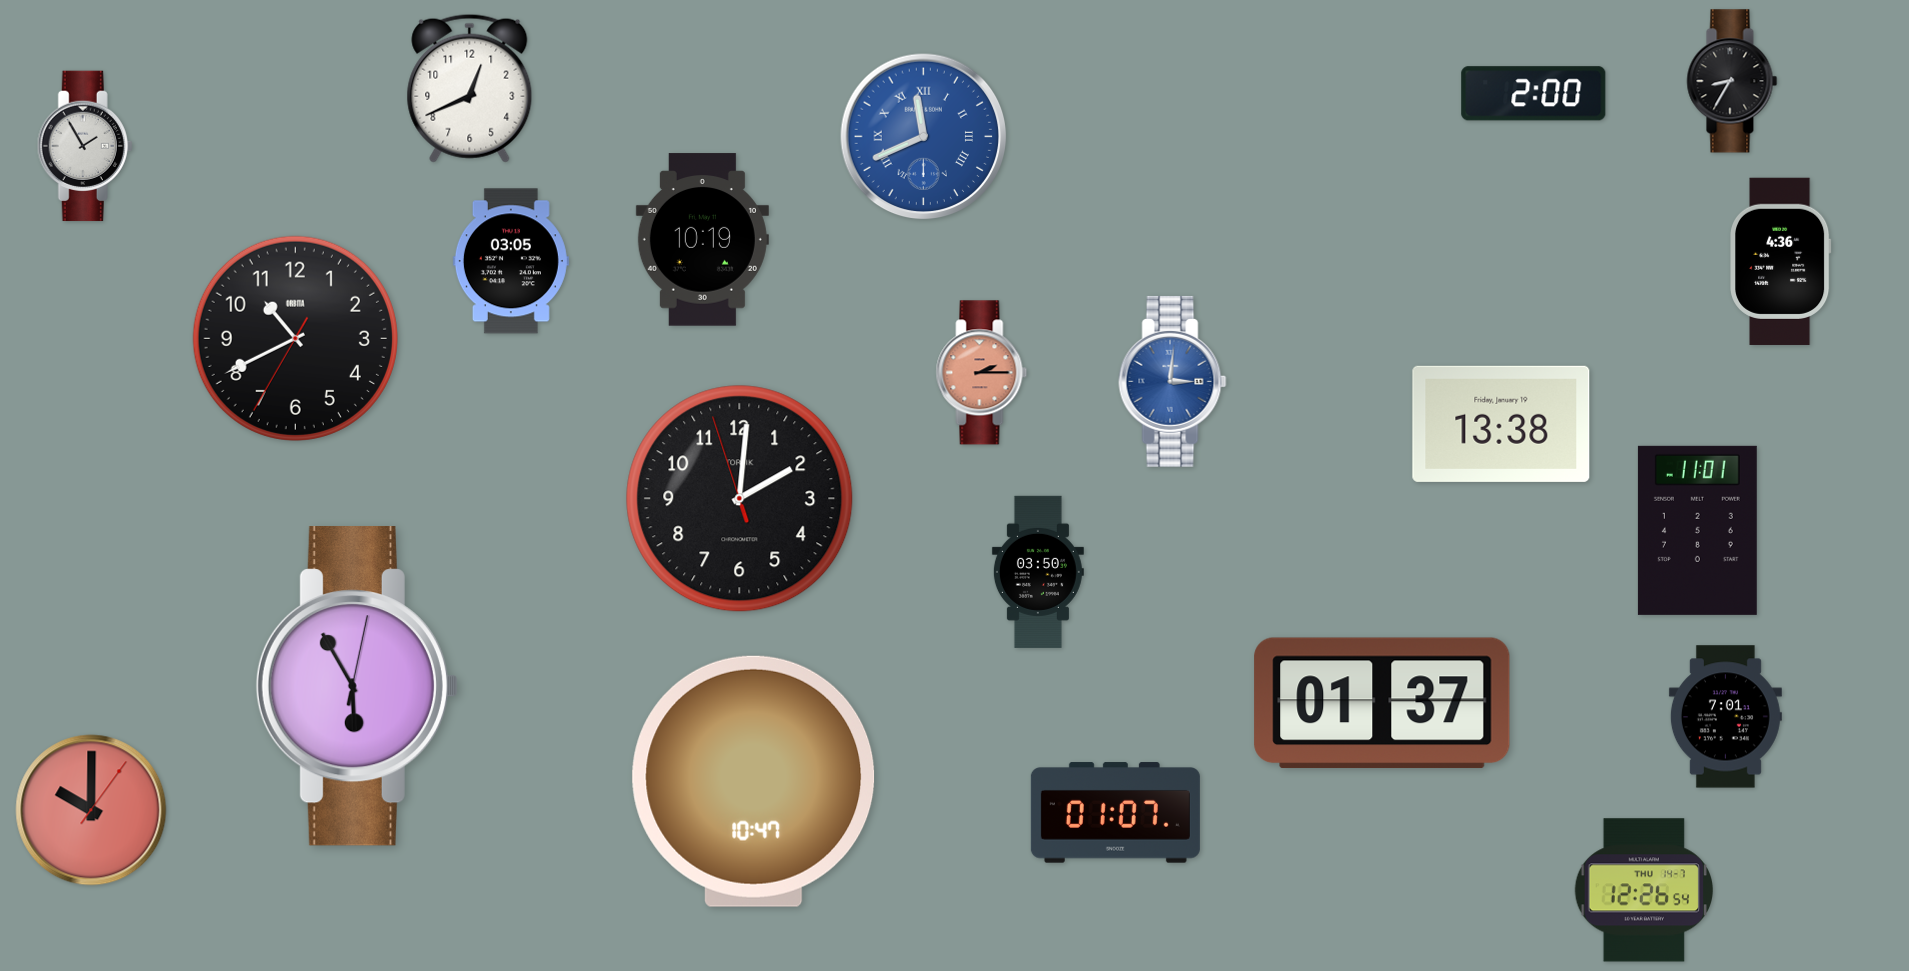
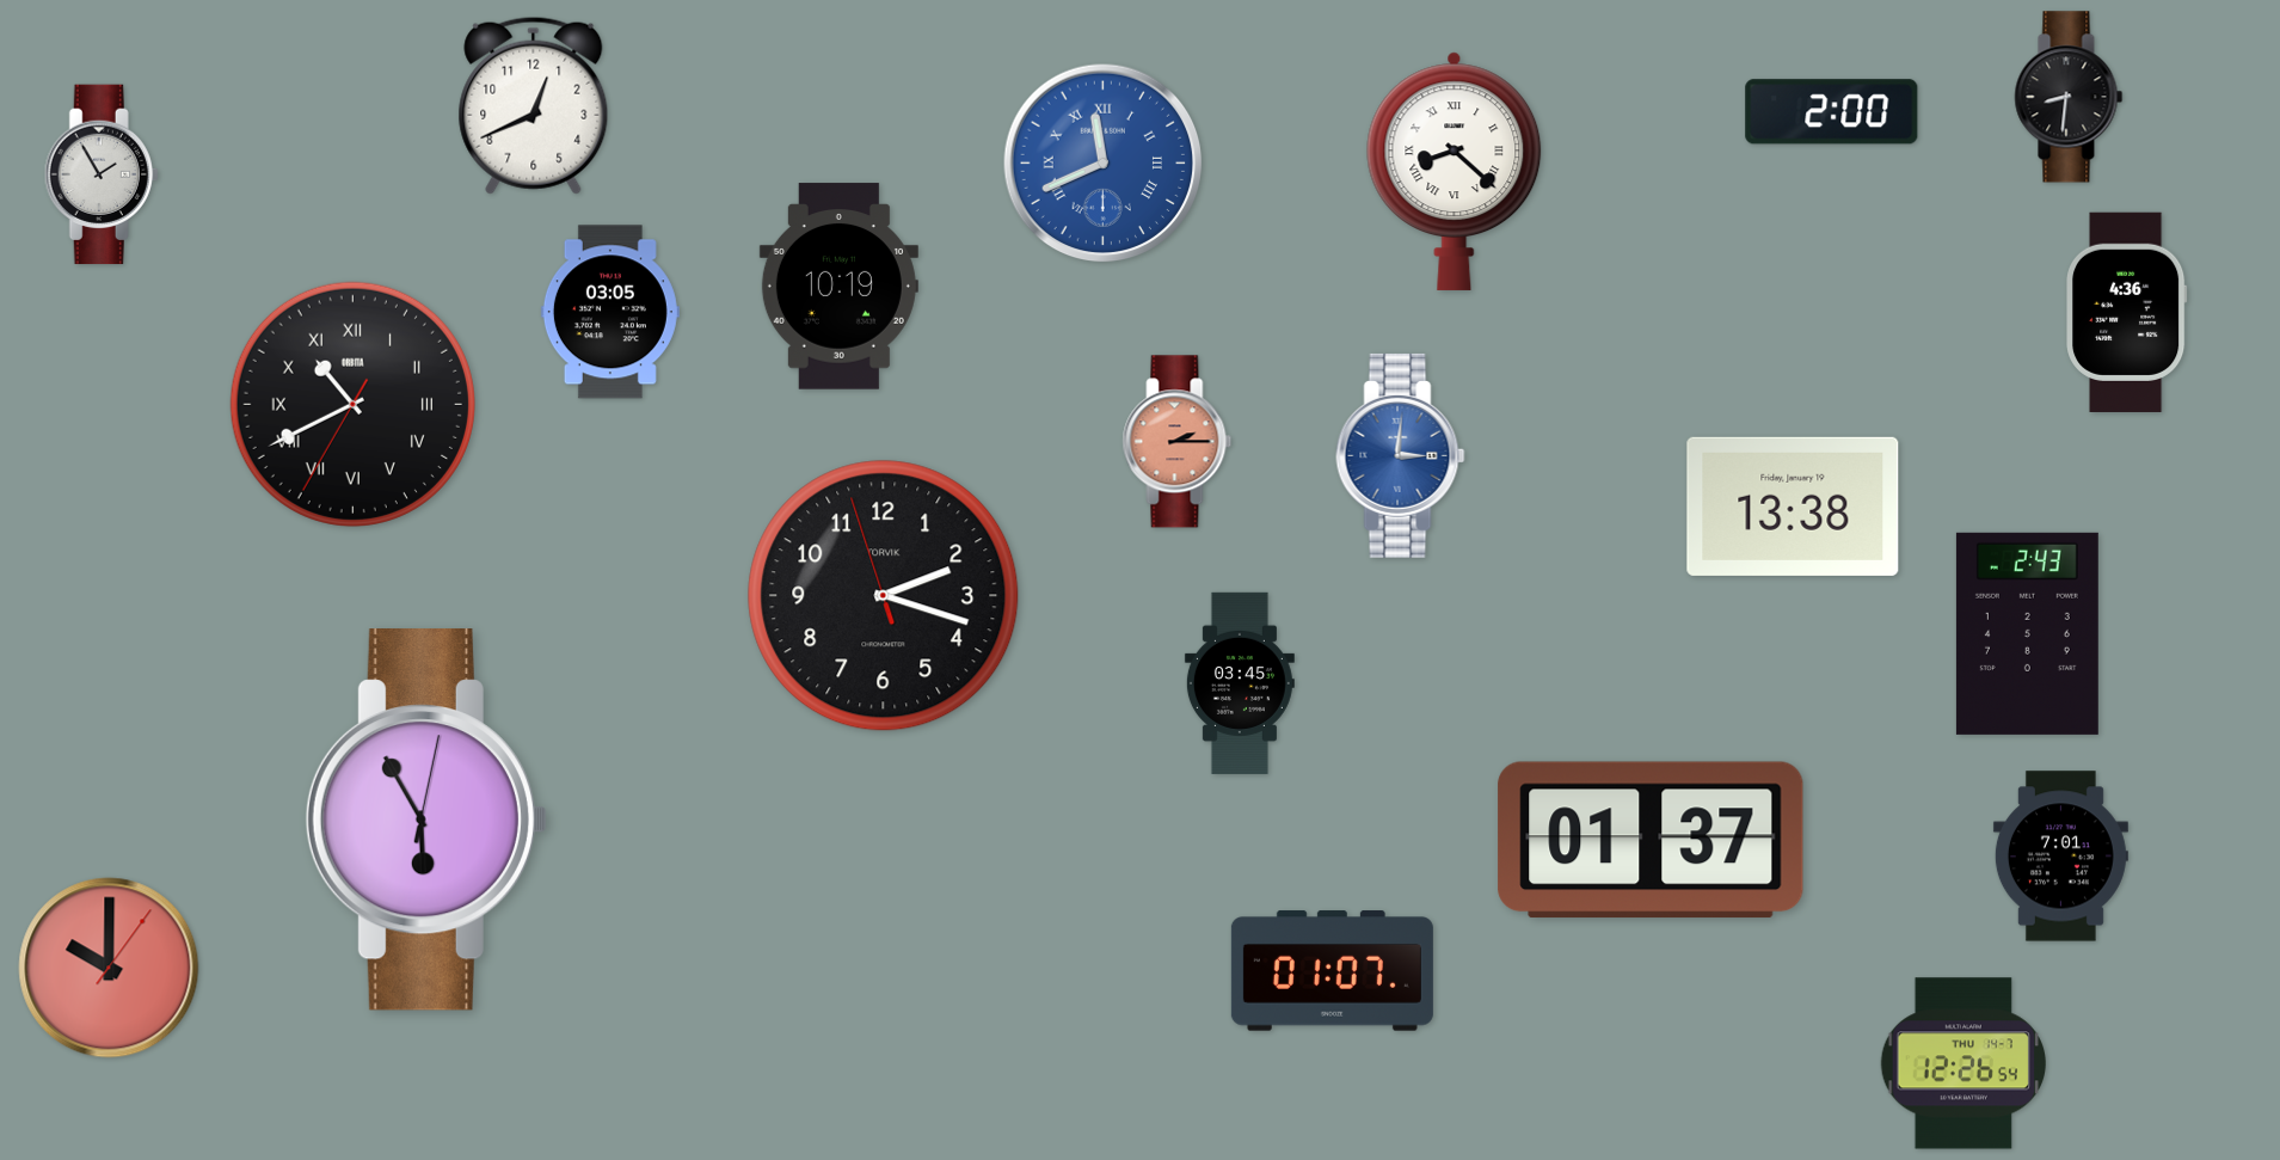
clock at (1732, 81): 8:35 -> 8:31
clock at (470, 88) position: (470, 88) -> (534, 105)
clock at (1455, 171): none -> 8:22
clock at (295, 338) numerals: Arabic -> Roman
clock at (982, 373) position: (982, 373) -> (1178, 442)
clock at (740, 499): 2:00 -> 2:17
clock at (1697, 530): 11:01 -> 2:43
clock at (1038, 572): 03:50 -> 03:45
clock at (754, 781): 10:47 -> none
